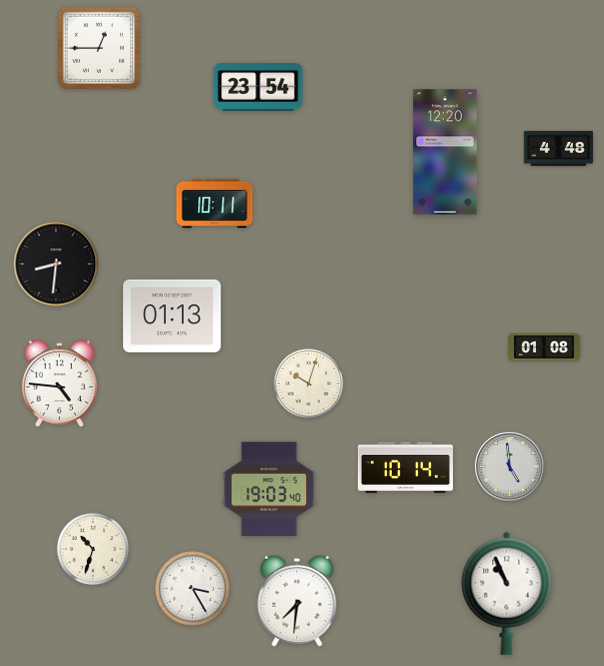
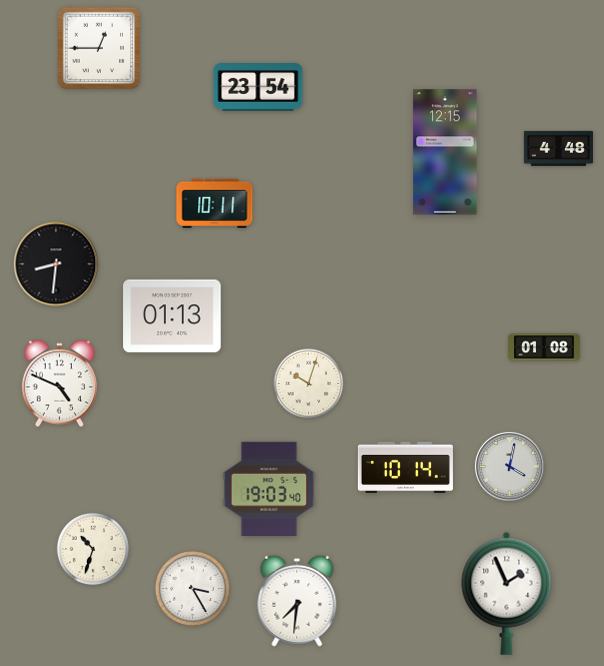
clock at (445, 152): 12:20 -> 12:15
clock at (59, 384): 4:46 -> 4:49
clock at (509, 466): 4:59 -> 4:02
clock at (507, 593): 10:56 -> 1:56
